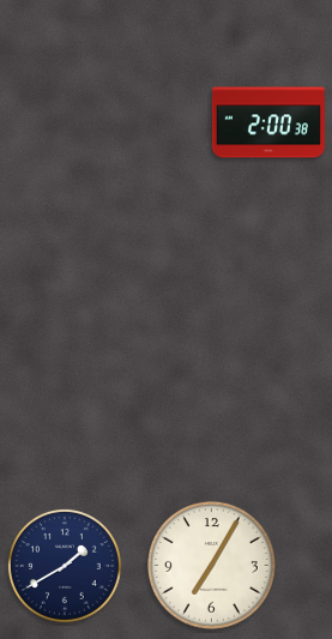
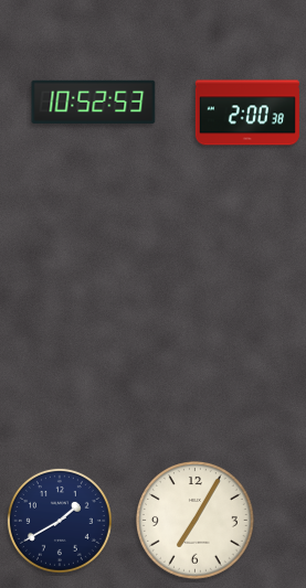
clock at (94, 101): none -> 10:52
